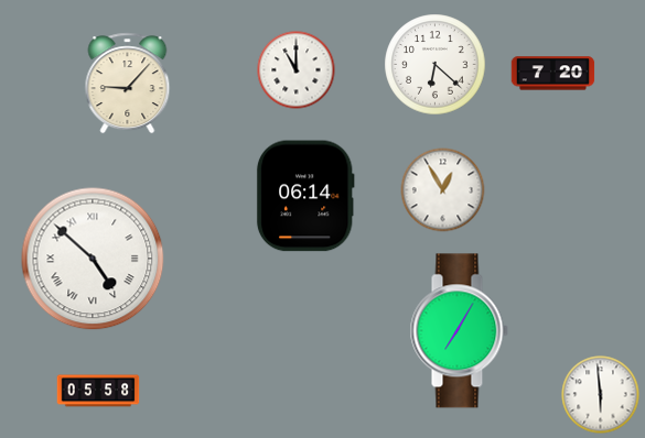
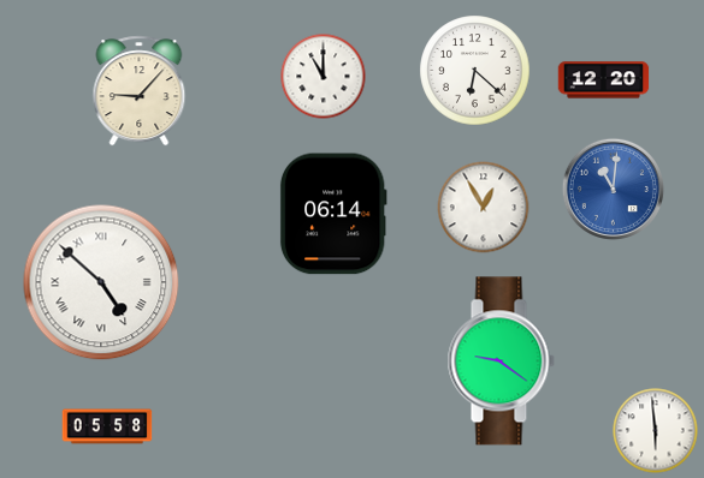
clock at (553, 74): 7:20 -> 12:20
clock at (613, 189): none -> 11:01
clock at (459, 331): 7:05 -> 9:21
